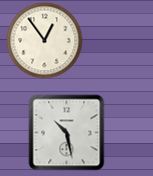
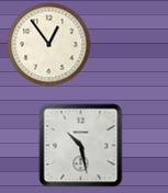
clock at (67, 133) position: (67, 133) -> (81, 146)
